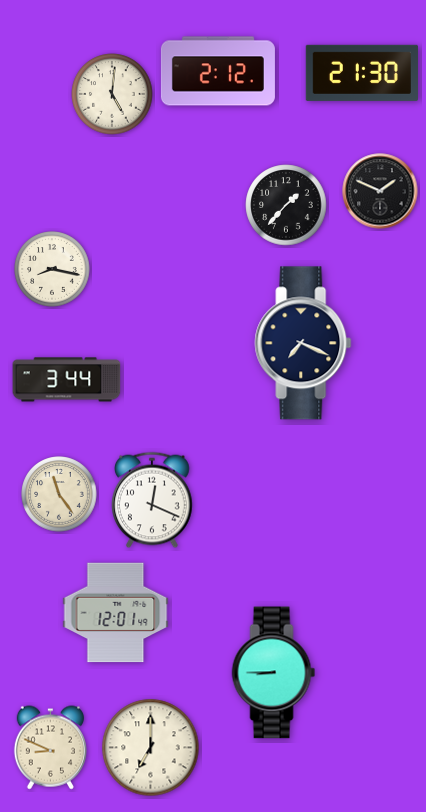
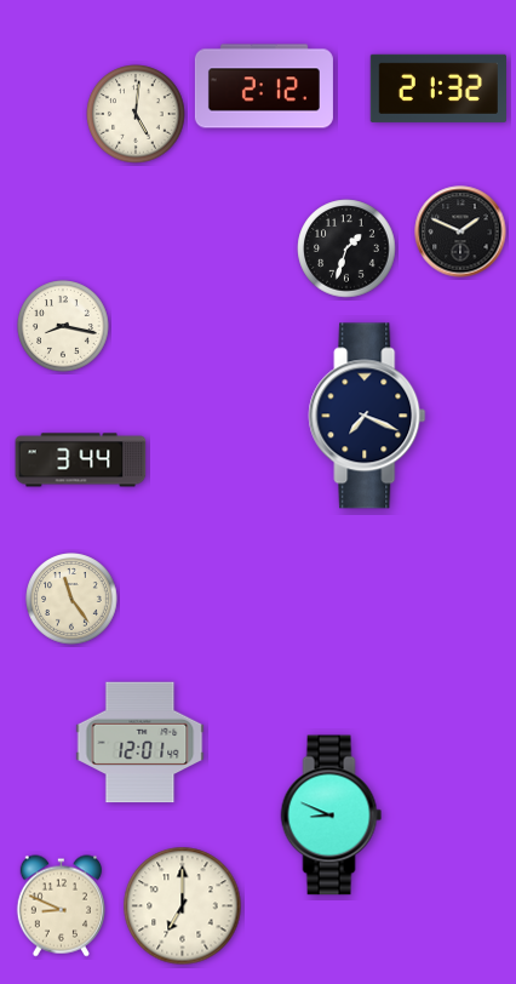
clock at (362, 73): 21:30 -> 21:32
clock at (286, 205): 1:37 -> 1:33
clock at (153, 500): 12:19 -> none
clock at (274, 673): 8:45 -> 8:49
